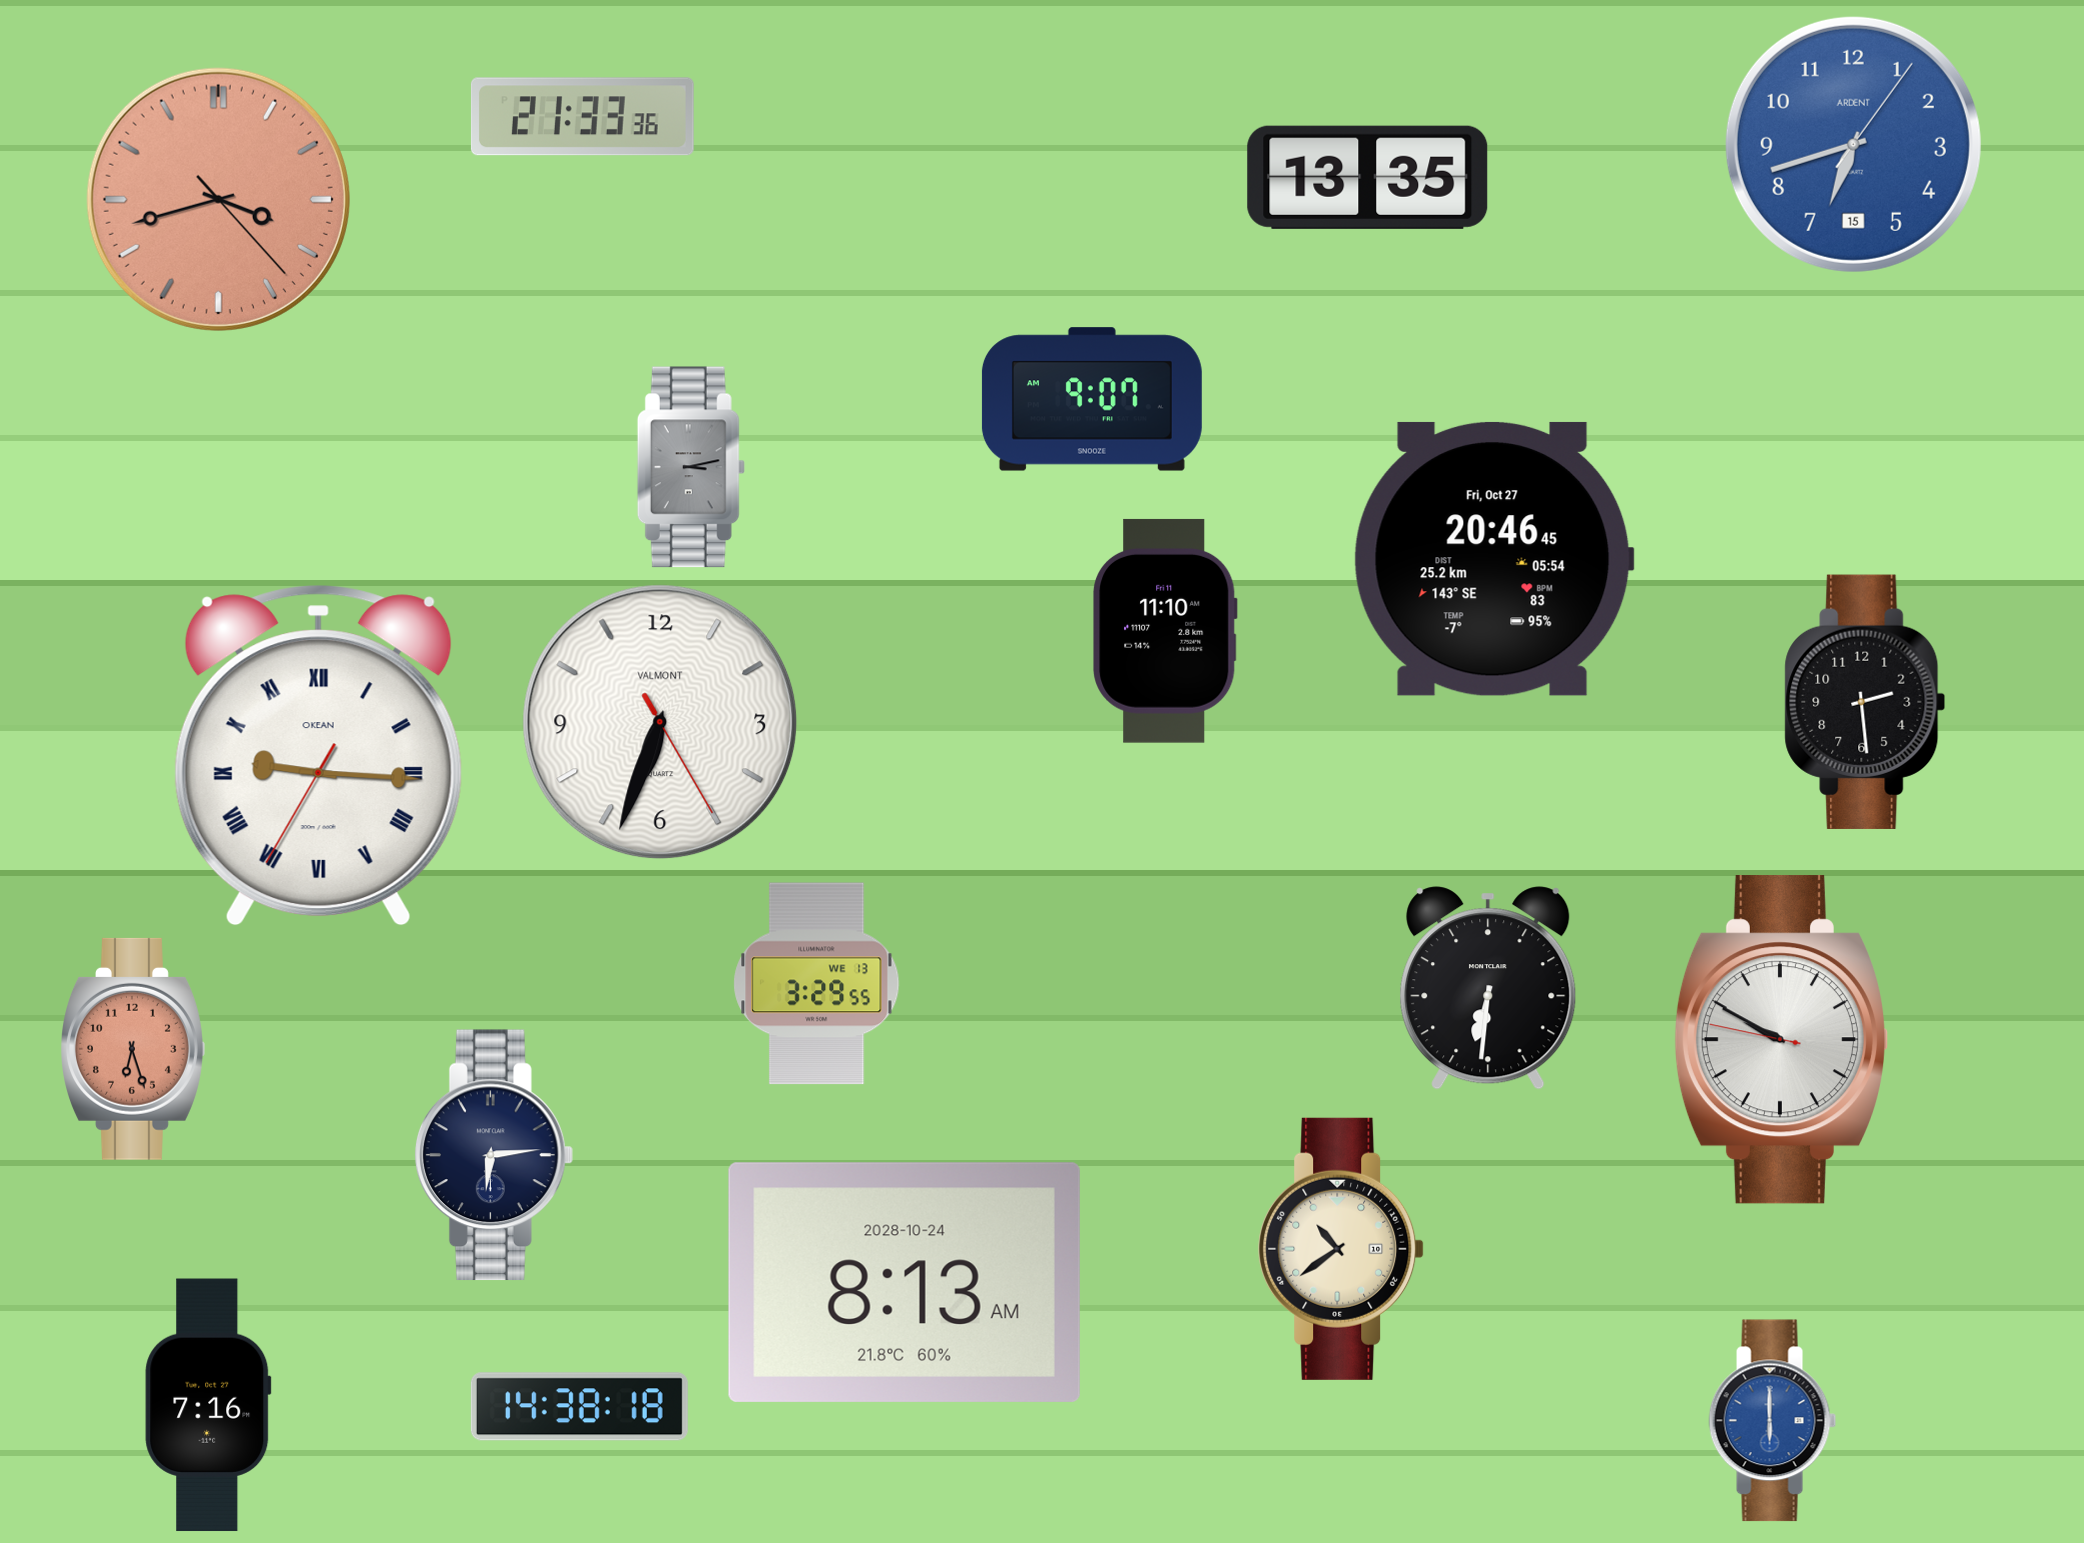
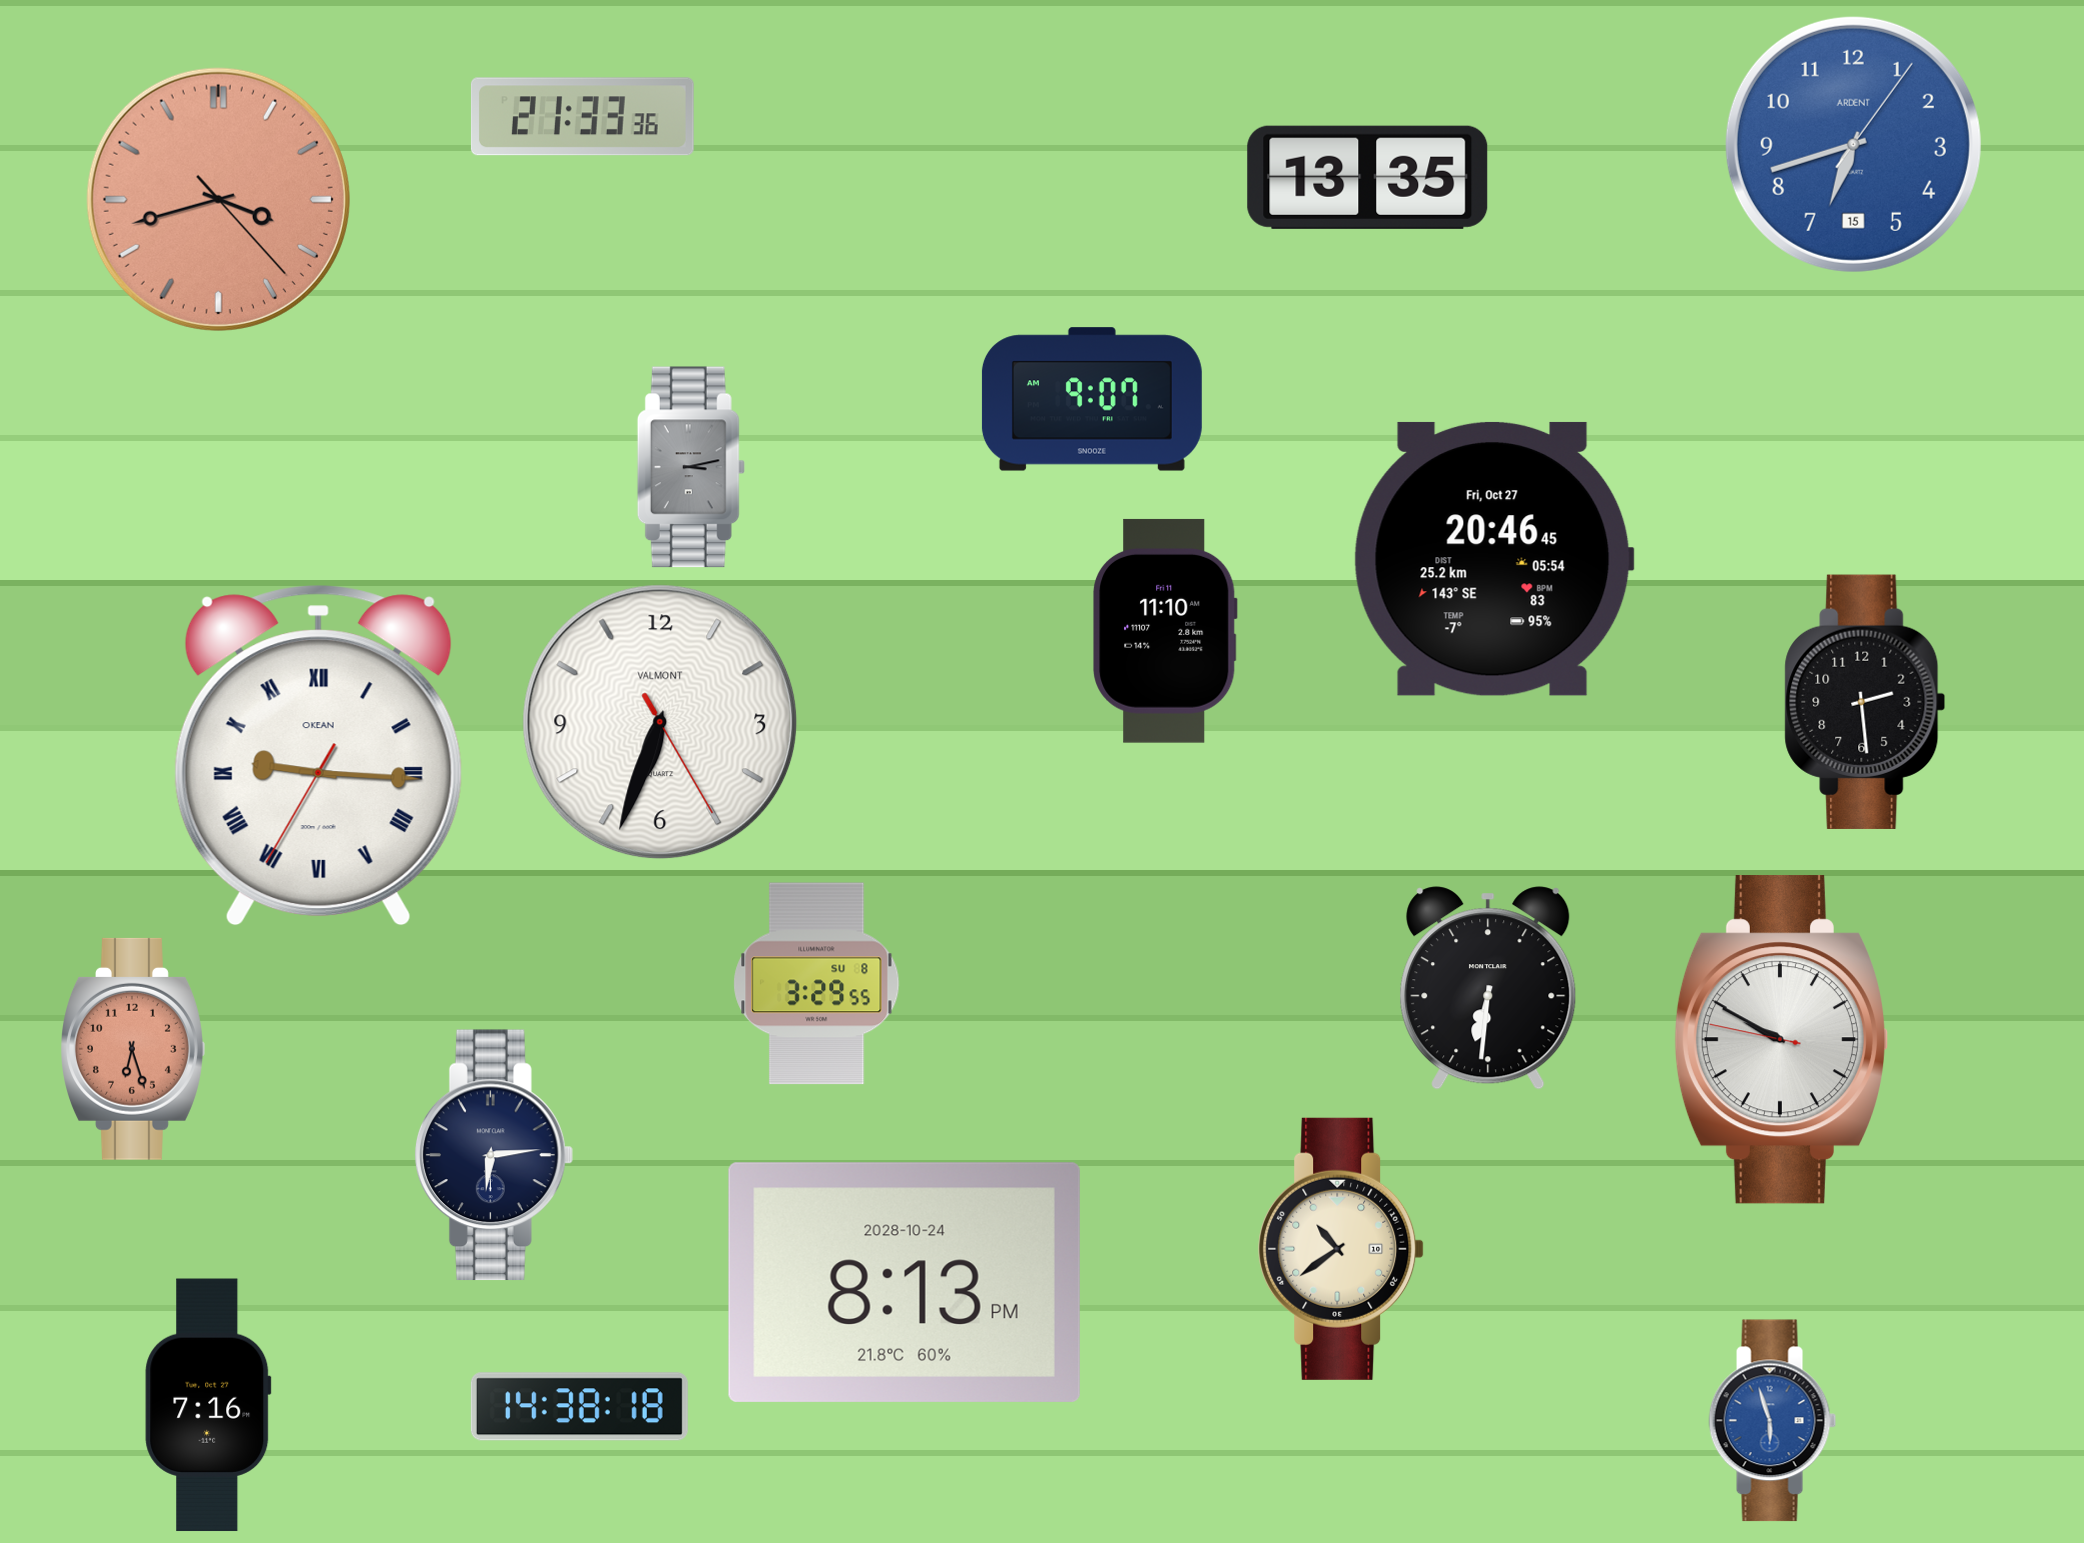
clock at (817, 984) date: WE 13 -> SU 8
clock at (904, 1282): 8:13 AM -> 8:13 PM
clock at (1773, 1421): 6:00 -> 5:57
